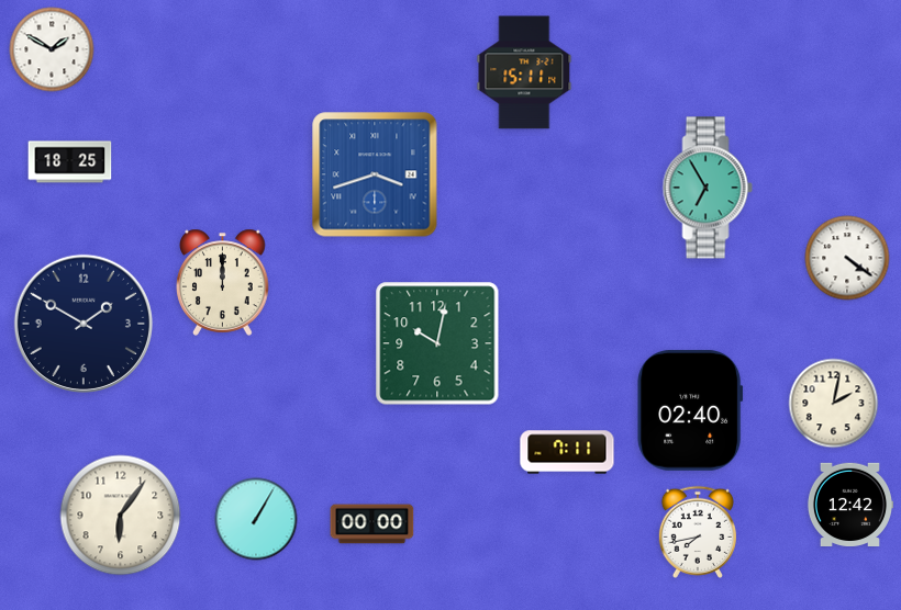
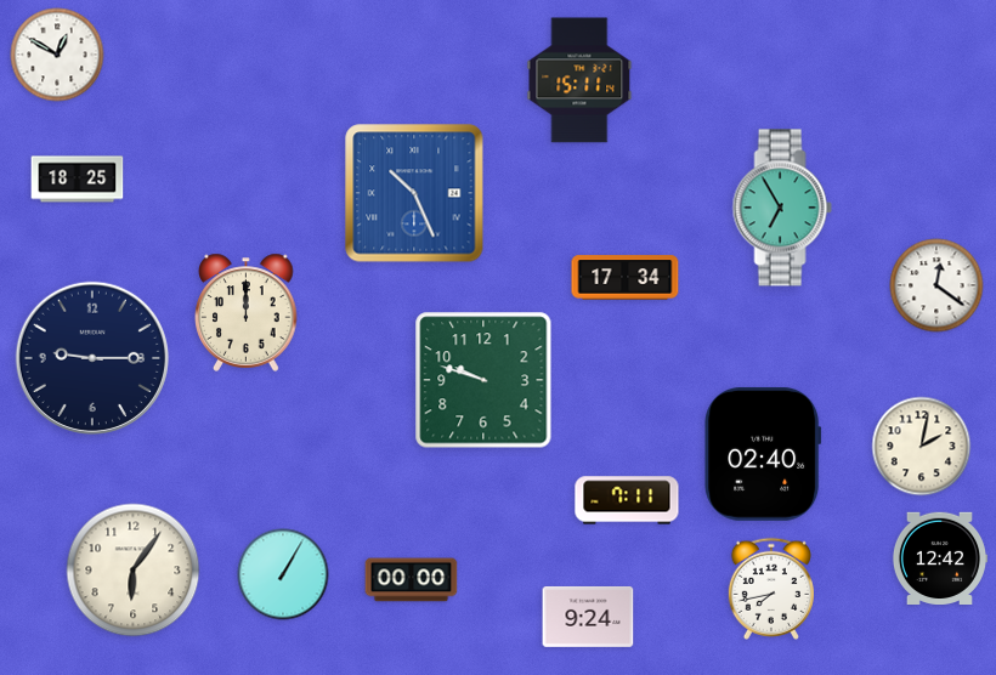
clock at (52, 49): 1:50 -> 12:50
clock at (375, 174): 3:42 -> 10:26
clock at (626, 278): none -> 17:34
clock at (847, 258): 4:21 -> 12:21
clock at (84, 324): 1:50 -> 9:15
clock at (437, 343): 10:02 -> 9:48
clock at (588, 617): none -> 9:24
